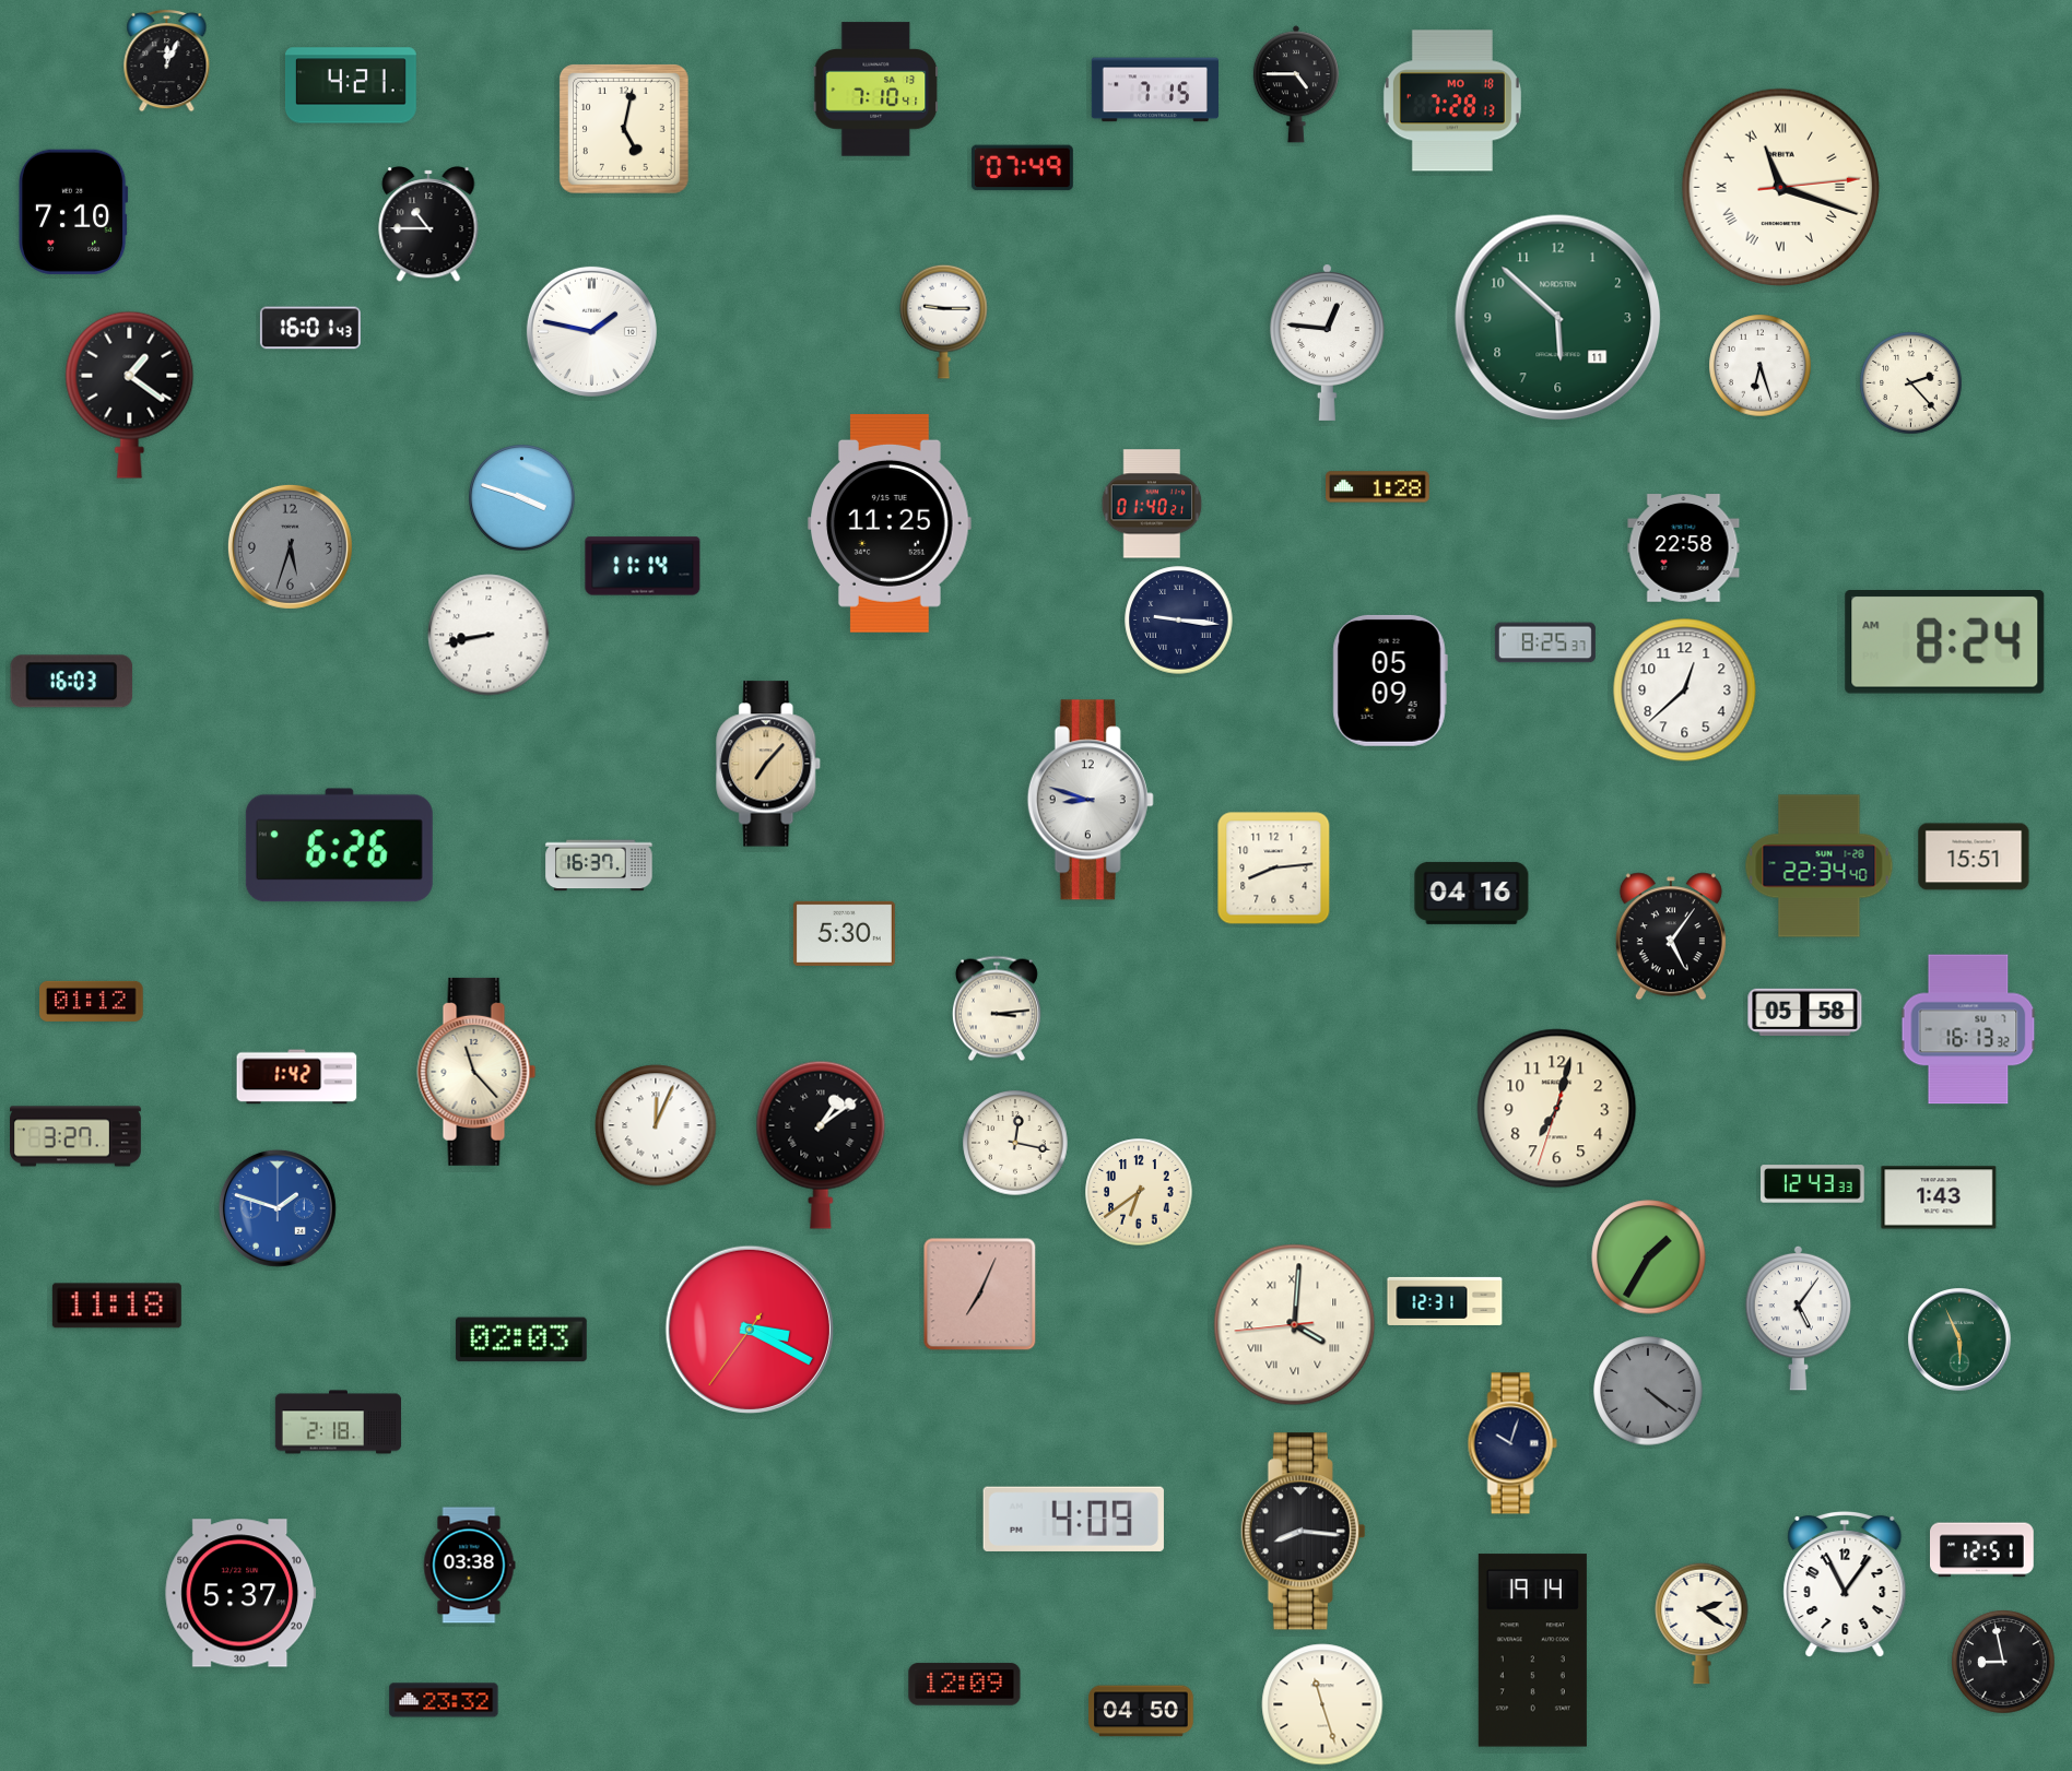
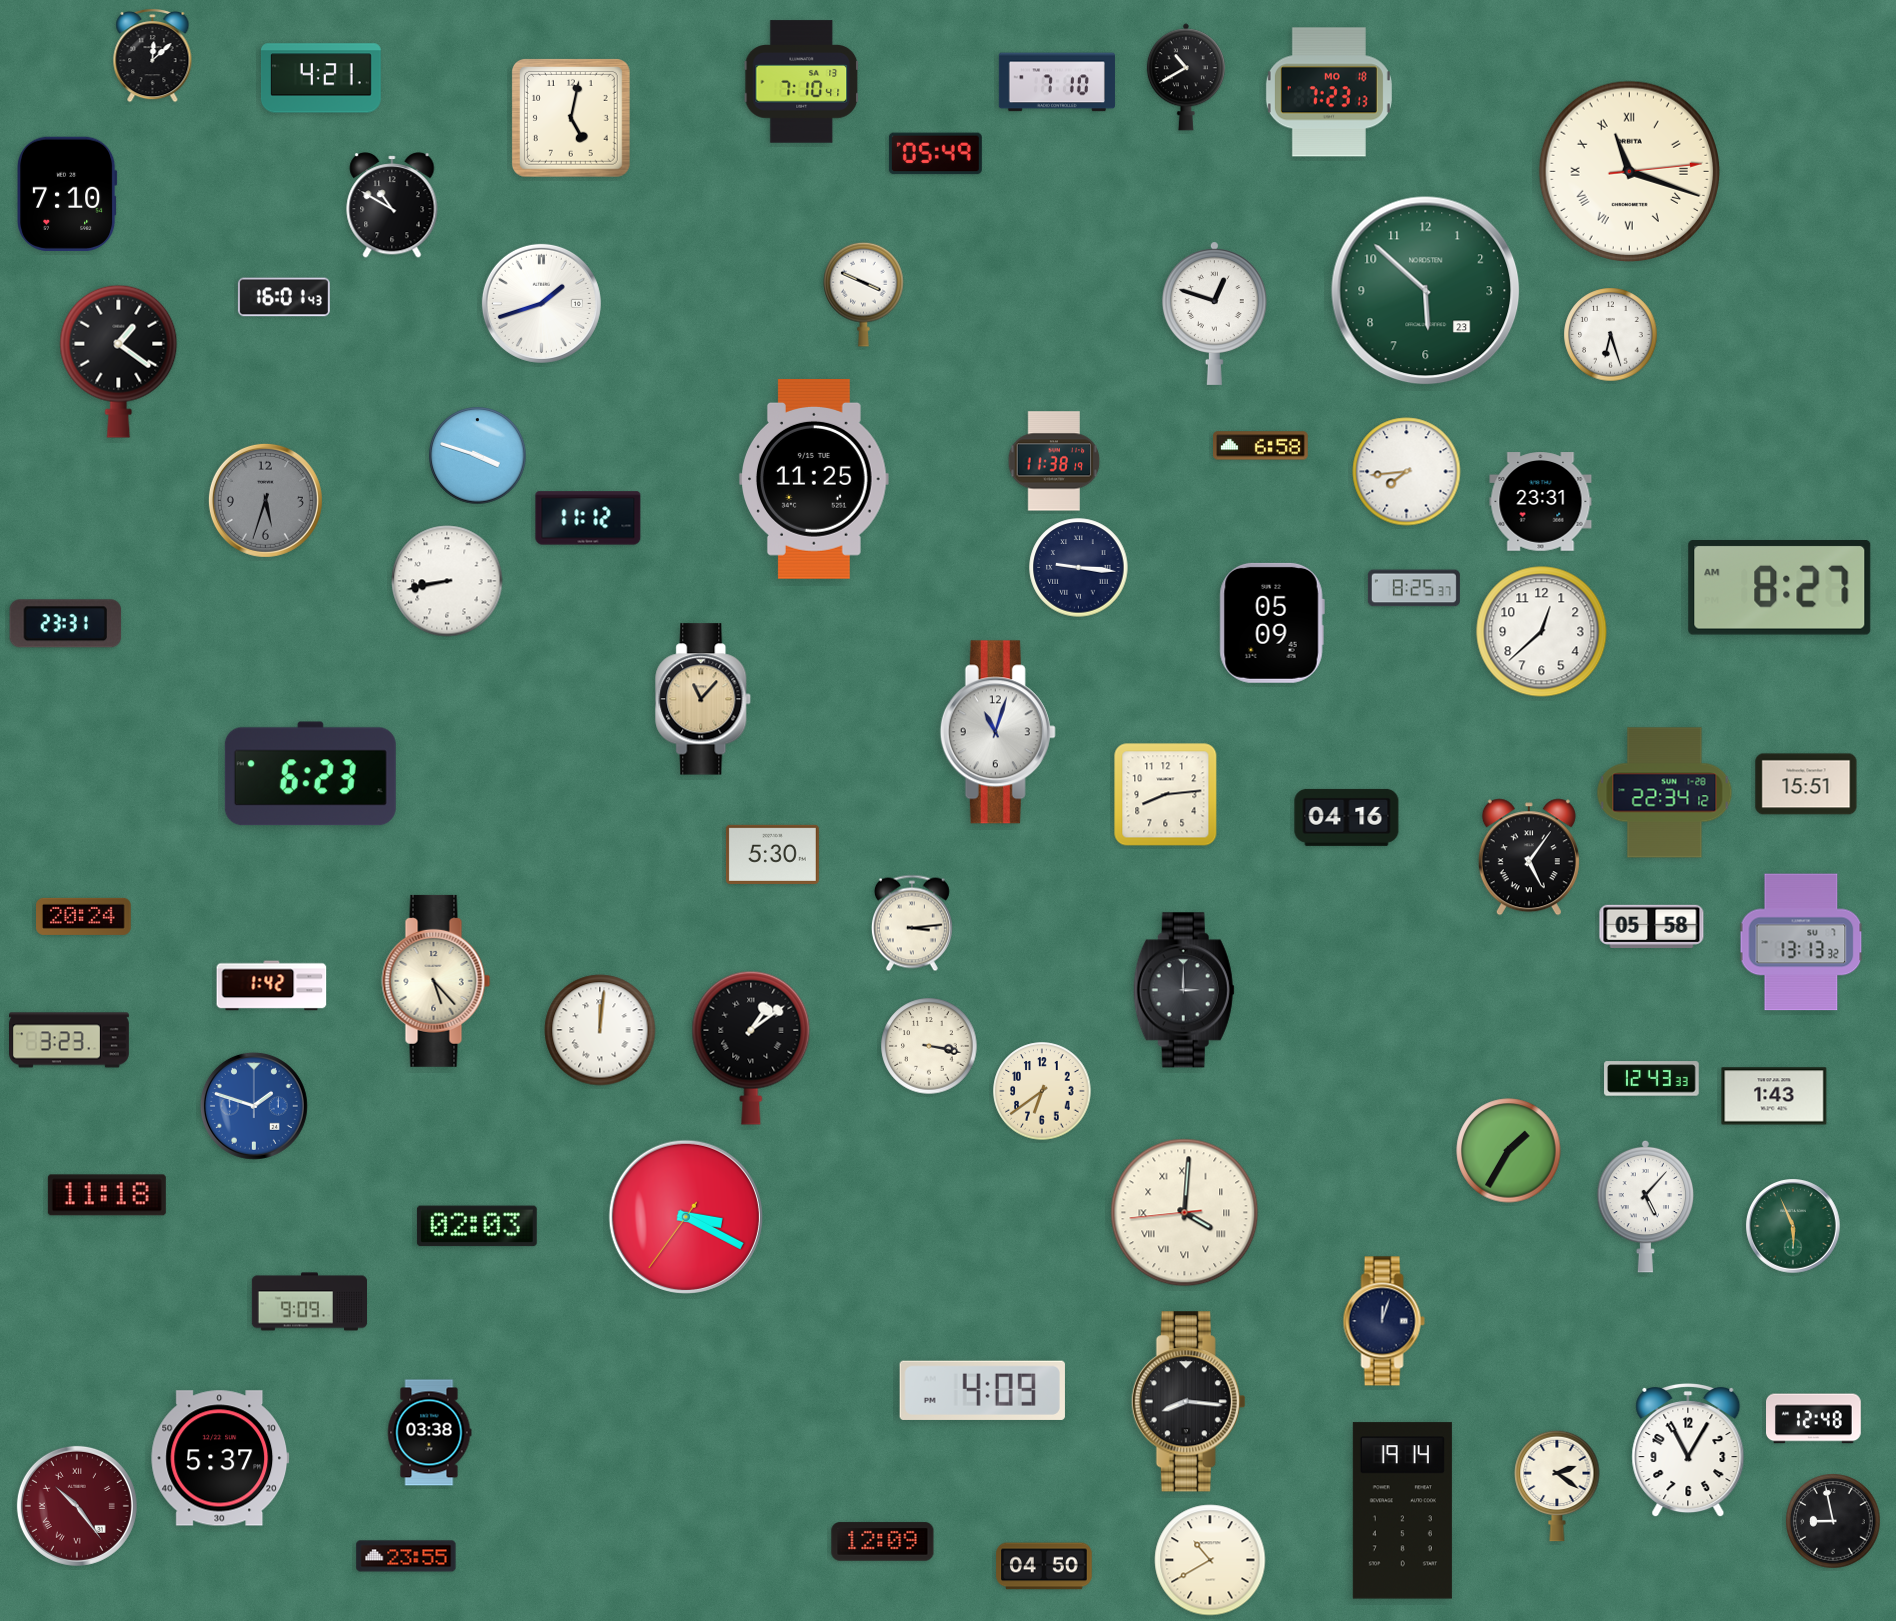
clock at (167, 60): 12:04 -> 12:08
clock at (1296, 84): 4:45 -> 10:40
clock at (1155, 90): 7:15 -> 7:10
clock at (1452, 101): 7:28 -> 7:23
clock at (1022, 168): 07:49 -> 05:49
clock at (428, 224): 10:45 -> 10:50
clock at (1558, 318) date: 11 -> 23
clock at (944, 321): 9:15 -> 3:49
clock at (310, 328) position: (310, 328) -> (284, 297)
clock at (591, 331): 1:47 -> 1:42
clock at (1327, 342): 12:46 -> 12:48
clock at (1911, 383): 2:23 -> none
clock at (1378, 487): 1:28 -> 6:58
clock at (1152, 504): 01:40 -> 11:38
clock at (1407, 472): none -> 7:44
clock at (1684, 548): 22:58 -> 23:31
clock at (643, 566): 11:14 -> 11:12
clock at (1945, 642): 8:24 -> 8:27
clock at (72, 682): 16:03 -> 23:31
clock at (769, 764): 7:07 -> 11:07
clock at (1091, 800): 8:48 -> 11:03
clock at (339, 846): 6:26 -> 6:23
clock at (599, 865): 16:37 -> none
clock at (1820, 866): 22:34:40 -> 22:34:12
clock at (92, 1001): 01:12 -> 20:24
clock at (1968, 1029): 16:13 -> 13:13
clock at (476, 1072): 11:23 -> 5:23
clock at (1184, 990): none -> 3:00
clock at (1557, 1109): 7:02 -> none
clock at (656, 1125): 12:04 -> 12:01
clock at (76, 1136): 3:27 -> 3:23
clock at (1015, 1143): 12:17 -> 3:17
clock at (1813, 1184) position: (1813, 1184) -> (1652, 1079)
clock at (980, 1295): 7:04 -> none
clock at (1445, 1301): 12:31 -> none
clock at (1799, 1318): 5:06 -> 5:07
clock at (1648, 1391): 4:21 -> none
clock at (338, 1422): 2:18 -> 9:09
clock at (1512, 1443): 10:03 -> 12:03
clock at (1303, 1532) position: (1303, 1532) -> (1188, 1402)
clock at (1982, 1550): 12:51 -> 12:48
clock at (1845, 1584): 11:06 -> 11:05
clock at (77, 1506): none -> 10:24
clock at (444, 1700): 23:32 -> 23:55
clock at (1322, 1704): 11:27 -> 10:40
